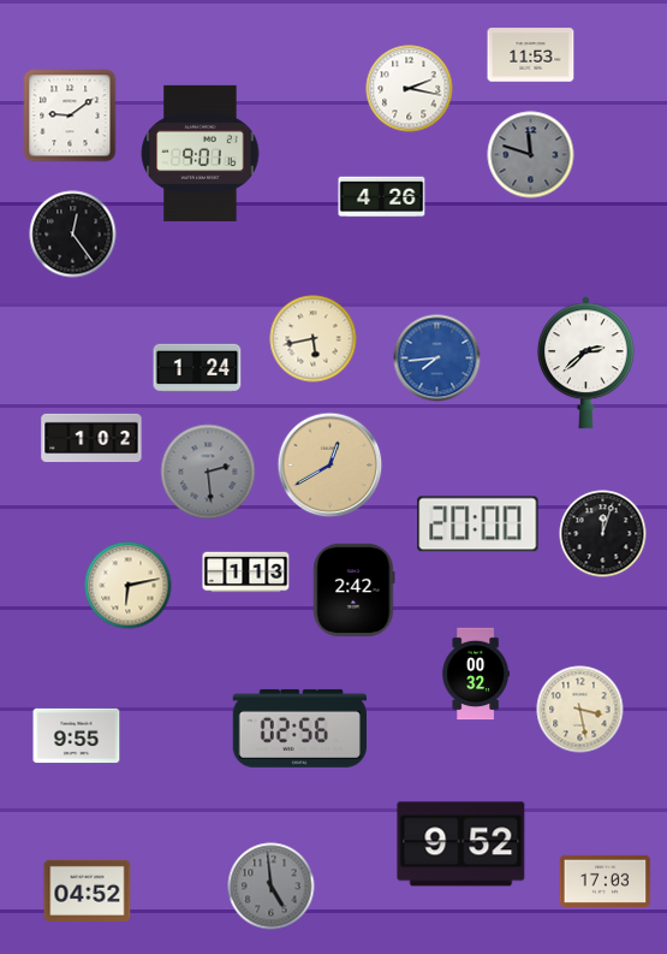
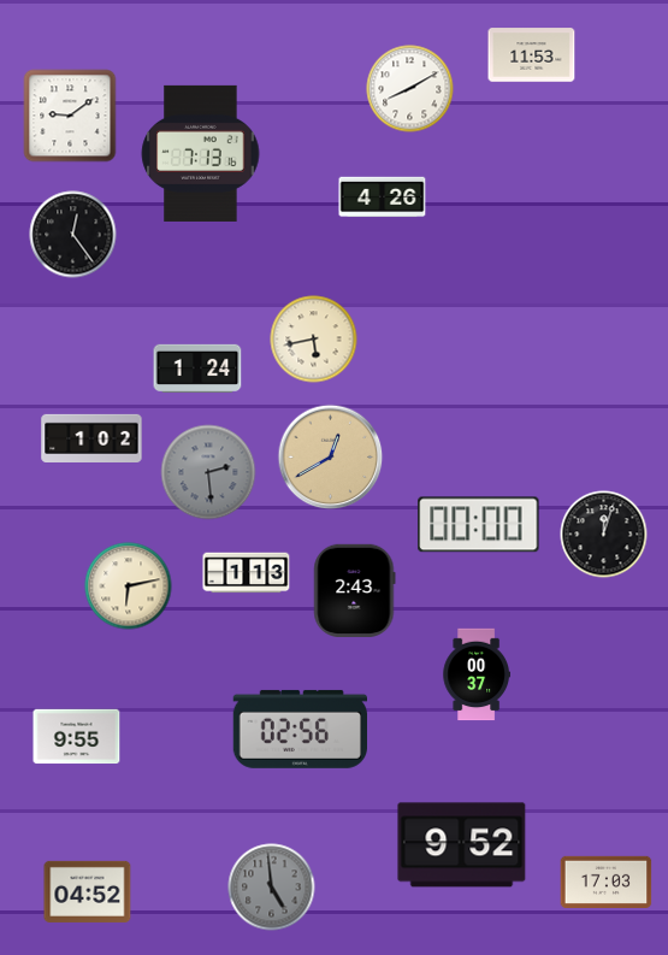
clock at (410, 89): 2:17 -> 8:10
clock at (201, 153): 9:01 -> 7:13
clock at (531, 155): 11:48 -> none
clock at (437, 359): 7:44 -> none
clock at (586, 363): 2:38 -> none
clock at (330, 466) position: (330, 466) -> (331, 458)
clock at (478, 525): 20:00 -> 00:00
clock at (355, 589): 2:42 -> 2:43
clock at (476, 674): 00:32 -> 00:37
clock at (580, 710): 3:28 -> none
